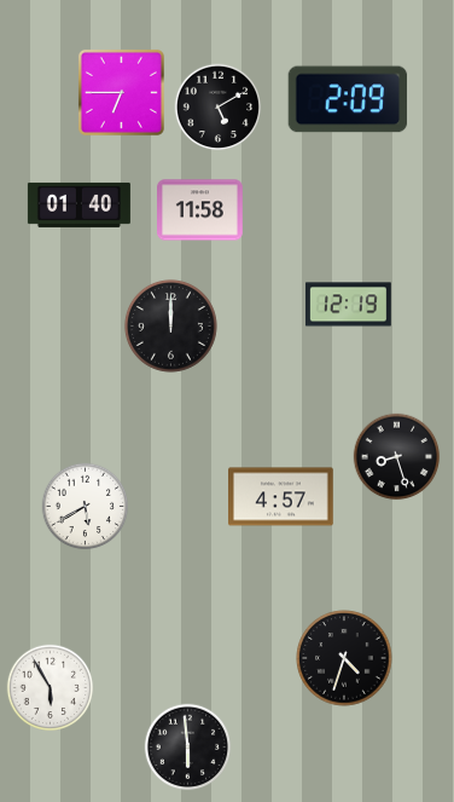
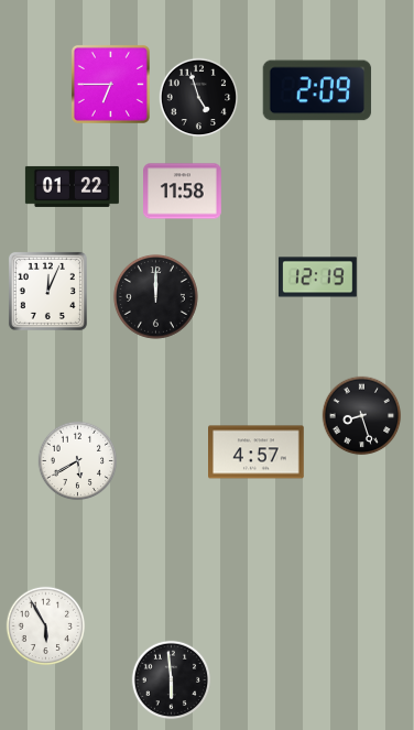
clock at (219, 108): 5:10 -> 4:57
clock at (78, 204): 01:40 -> 01:22
clock at (47, 291): none -> 12:04
clock at (344, 658): 4:33 -> none
